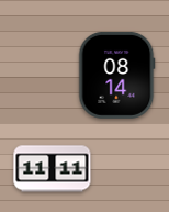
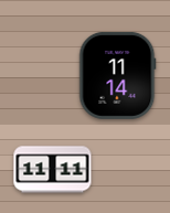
clock at (117, 75): 08:14 -> 11:14
